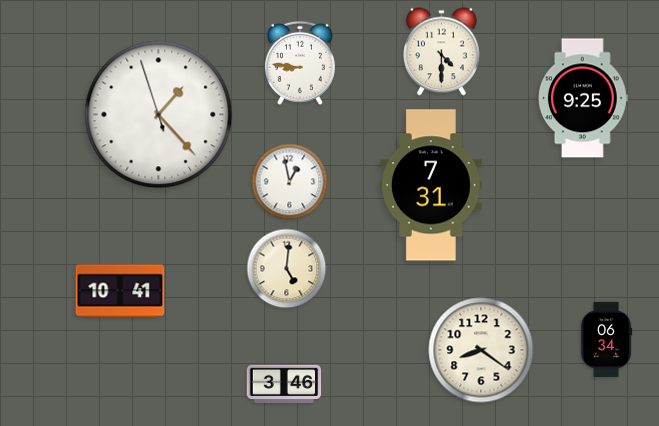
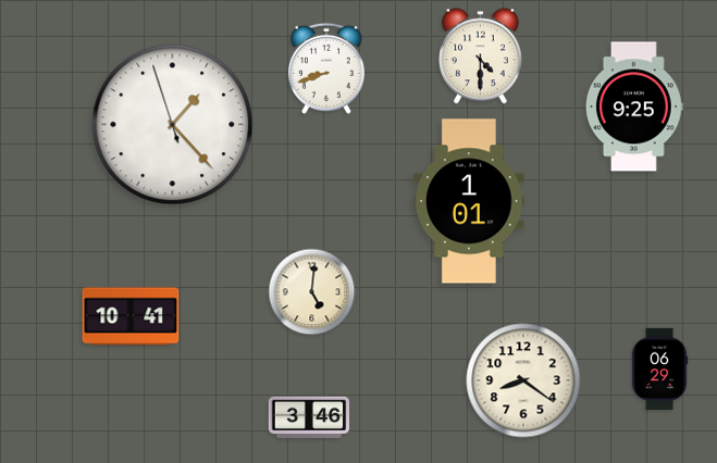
clock at (300, 63): 8:46 -> 8:42
clock at (290, 182): 12:58 -> none
clock at (432, 185): 7:31 -> 1:01
clock at (606, 339): 06:34 -> 06:29
